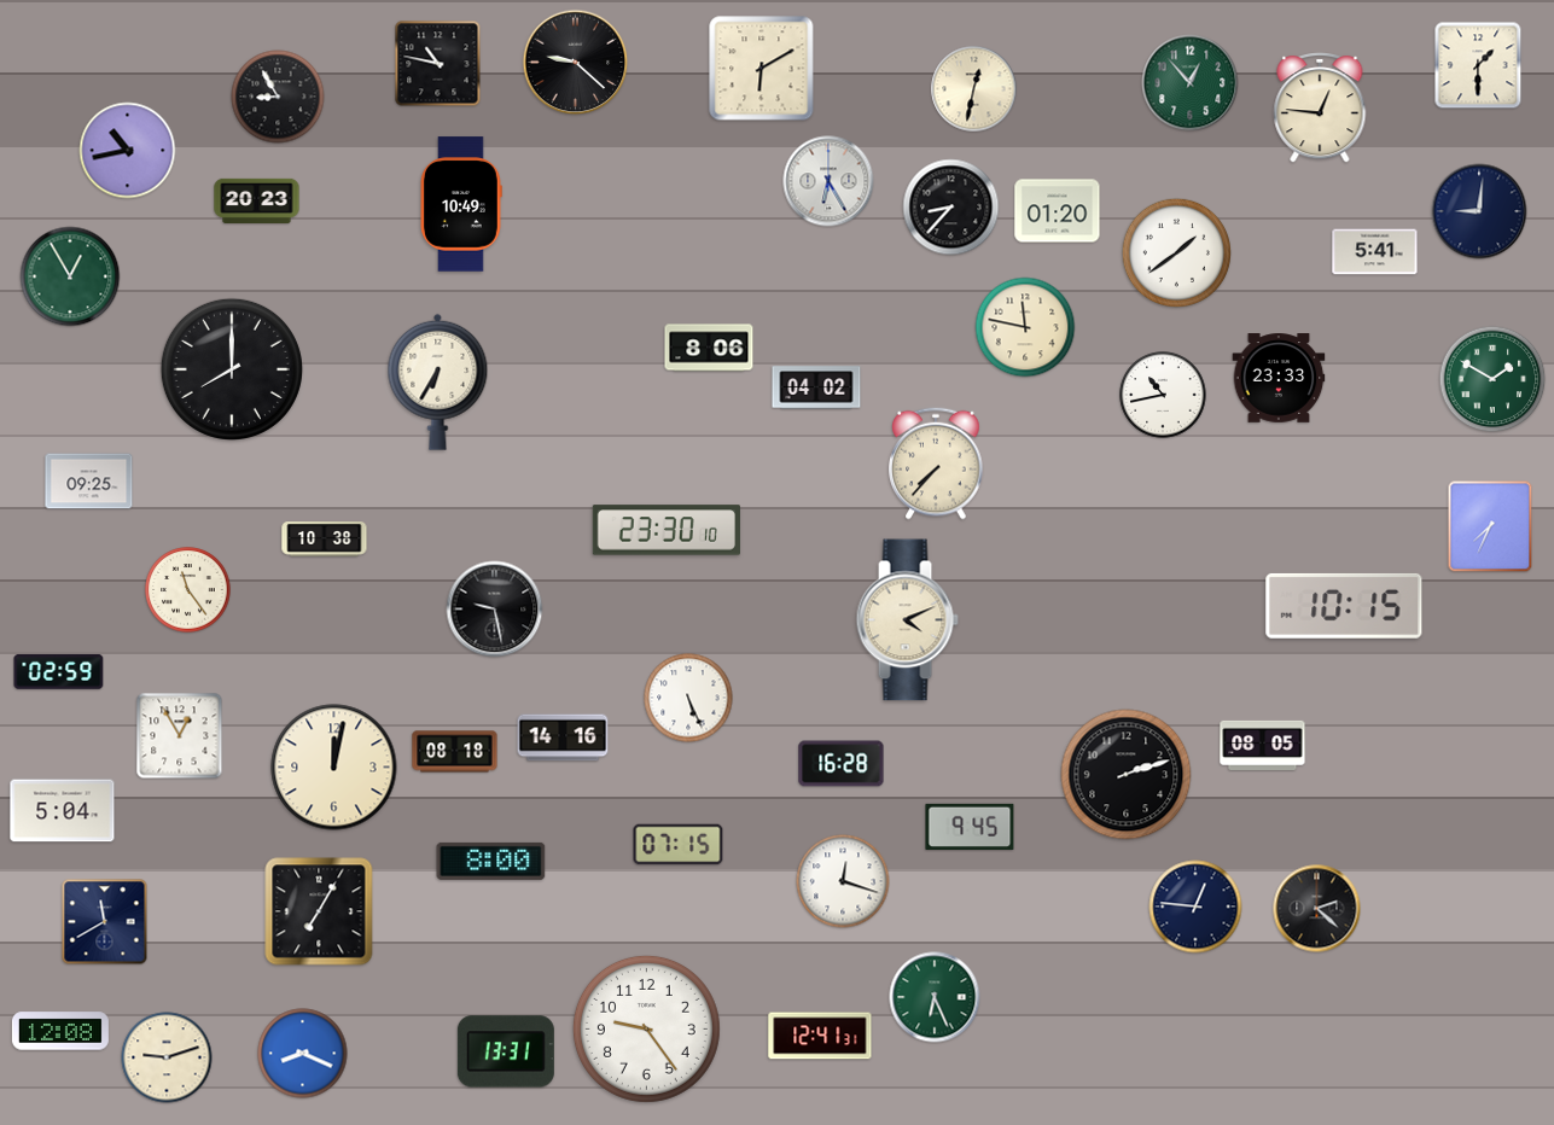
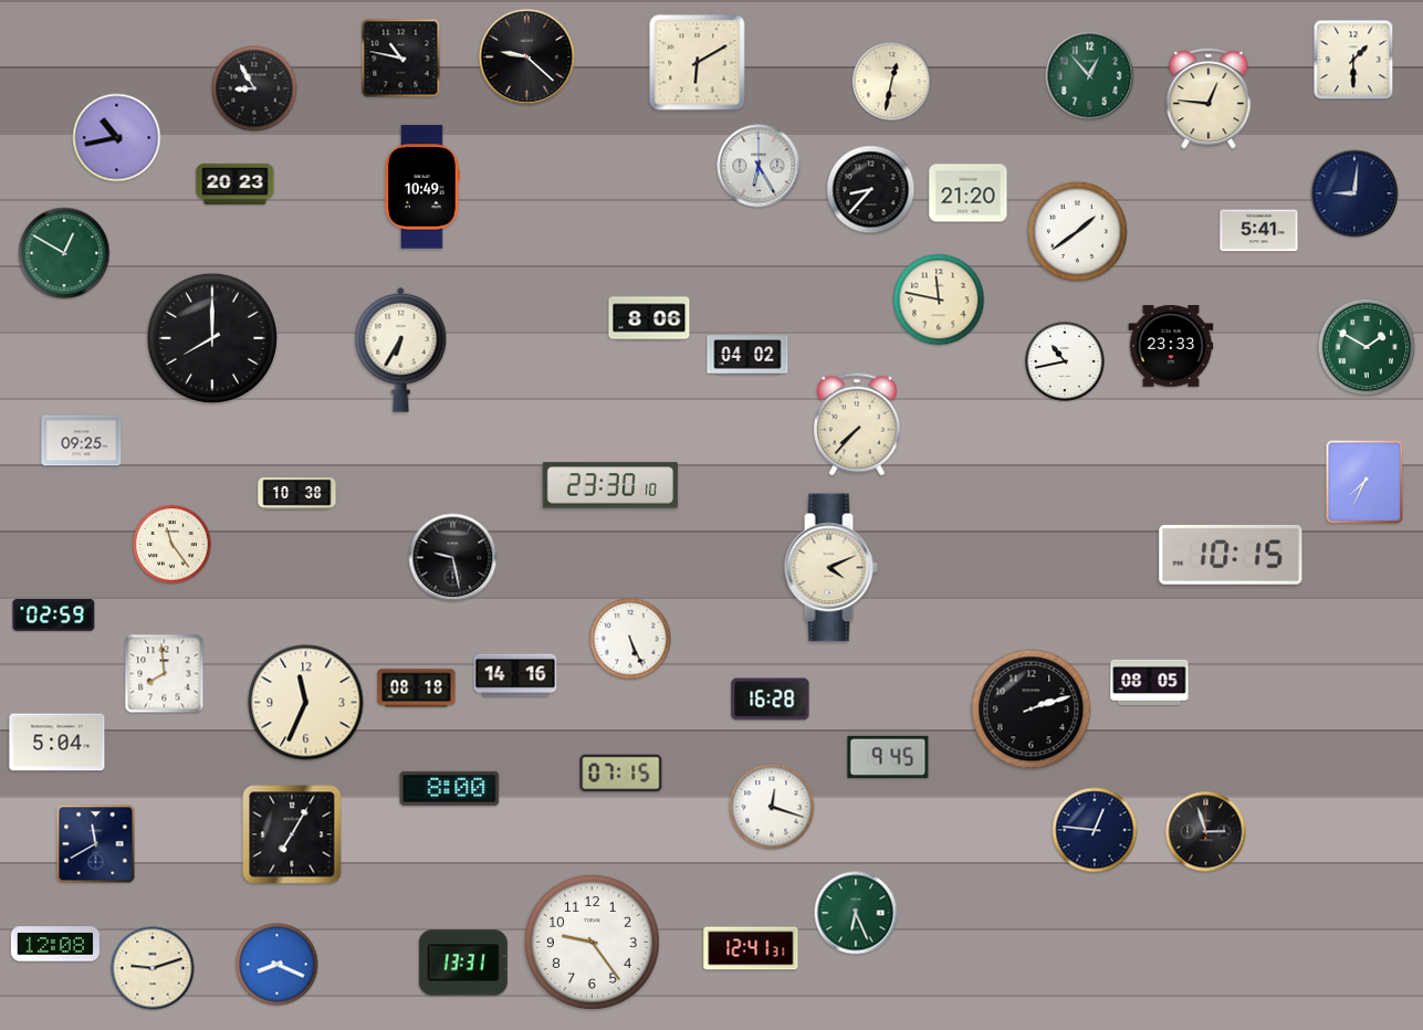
clock at (1058, 211): 01:20 -> 21:20
clock at (70, 276): 12:55 -> 12:50
clock at (188, 590) position: (188, 590) -> (172, 545)
clock at (180, 736): 12:55 -> 7:59
clock at (1263, 745) position: (1263, 745) -> (1150, 682)
clock at (334, 768): 12:02 -> 11:34
clock at (1317, 909): 2:22 -> 2:57
